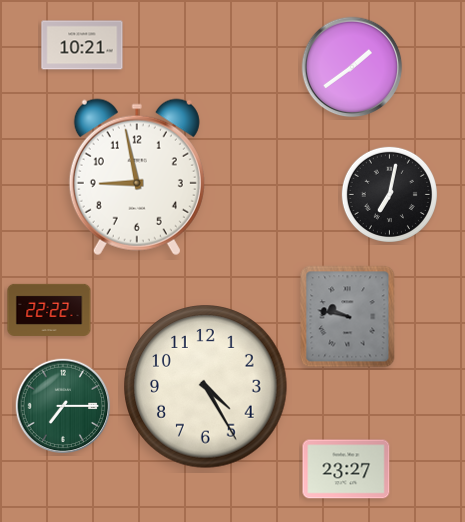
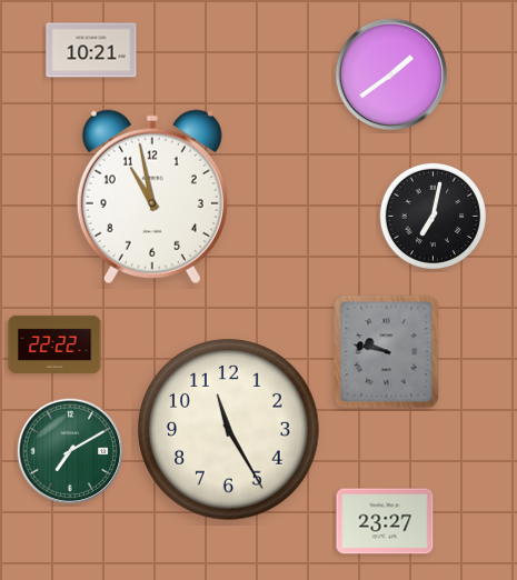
clock at (137, 177): 8:58 -> 10:58
clock at (206, 387): 4:25 -> 11:25
clock at (63, 406): 7:15 -> 7:10
